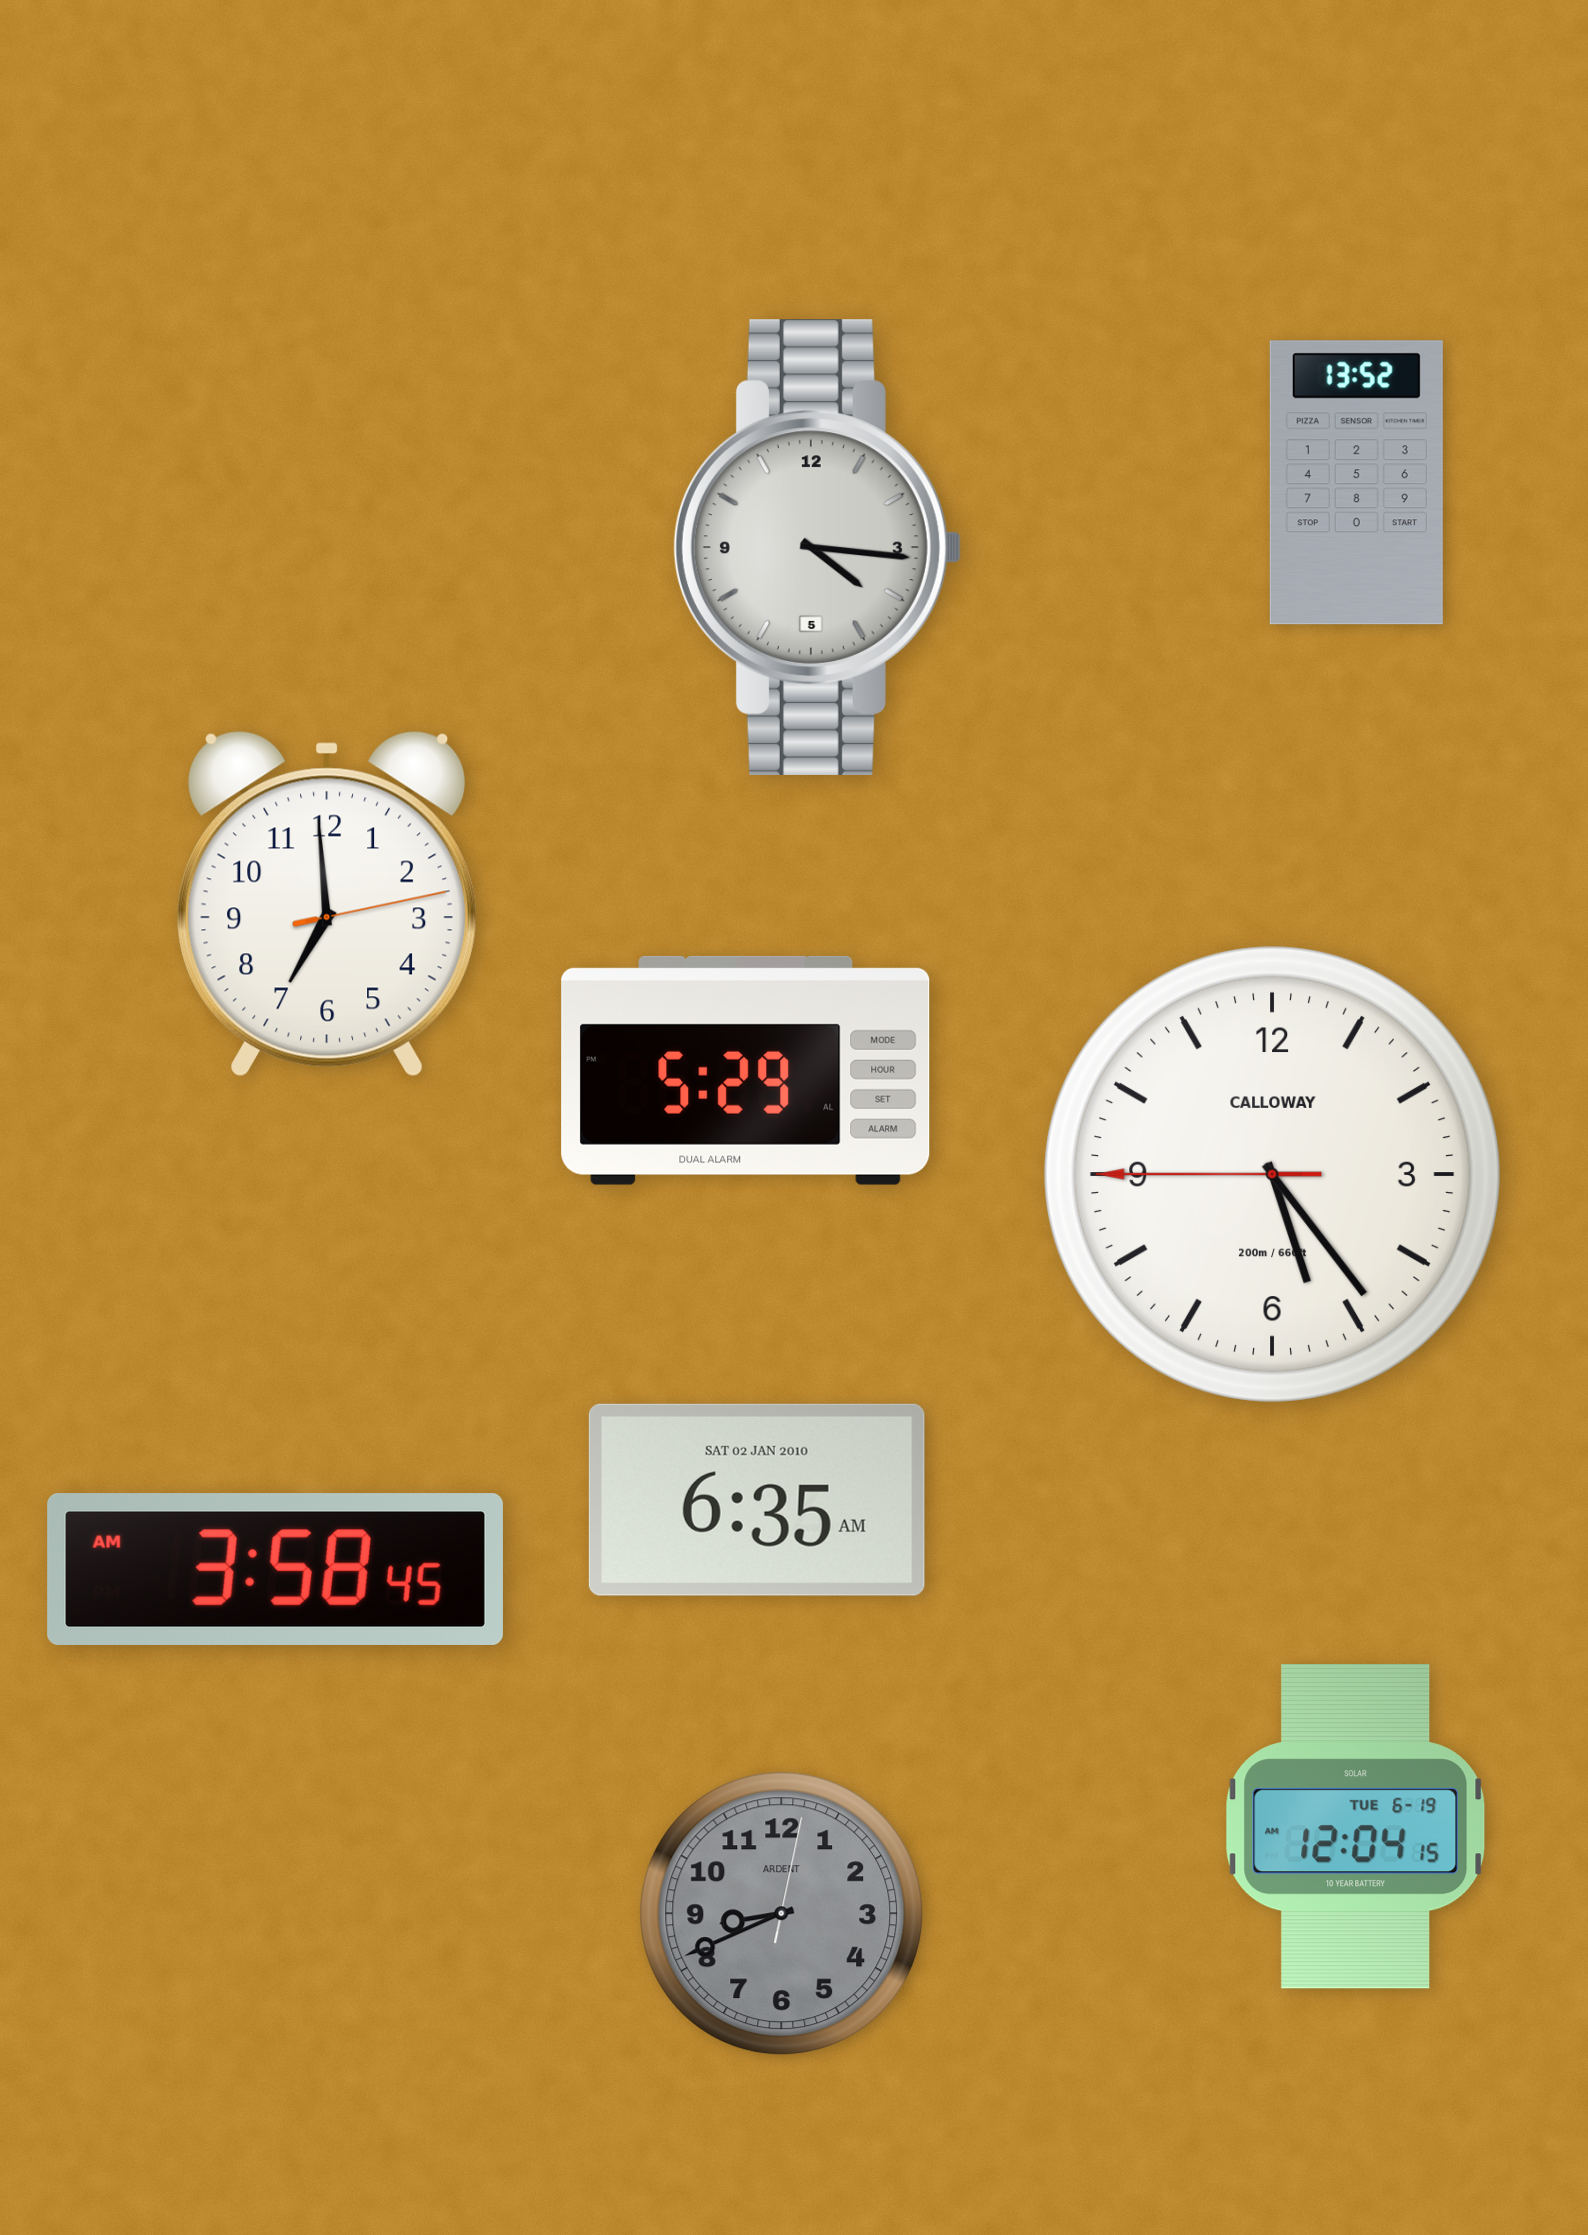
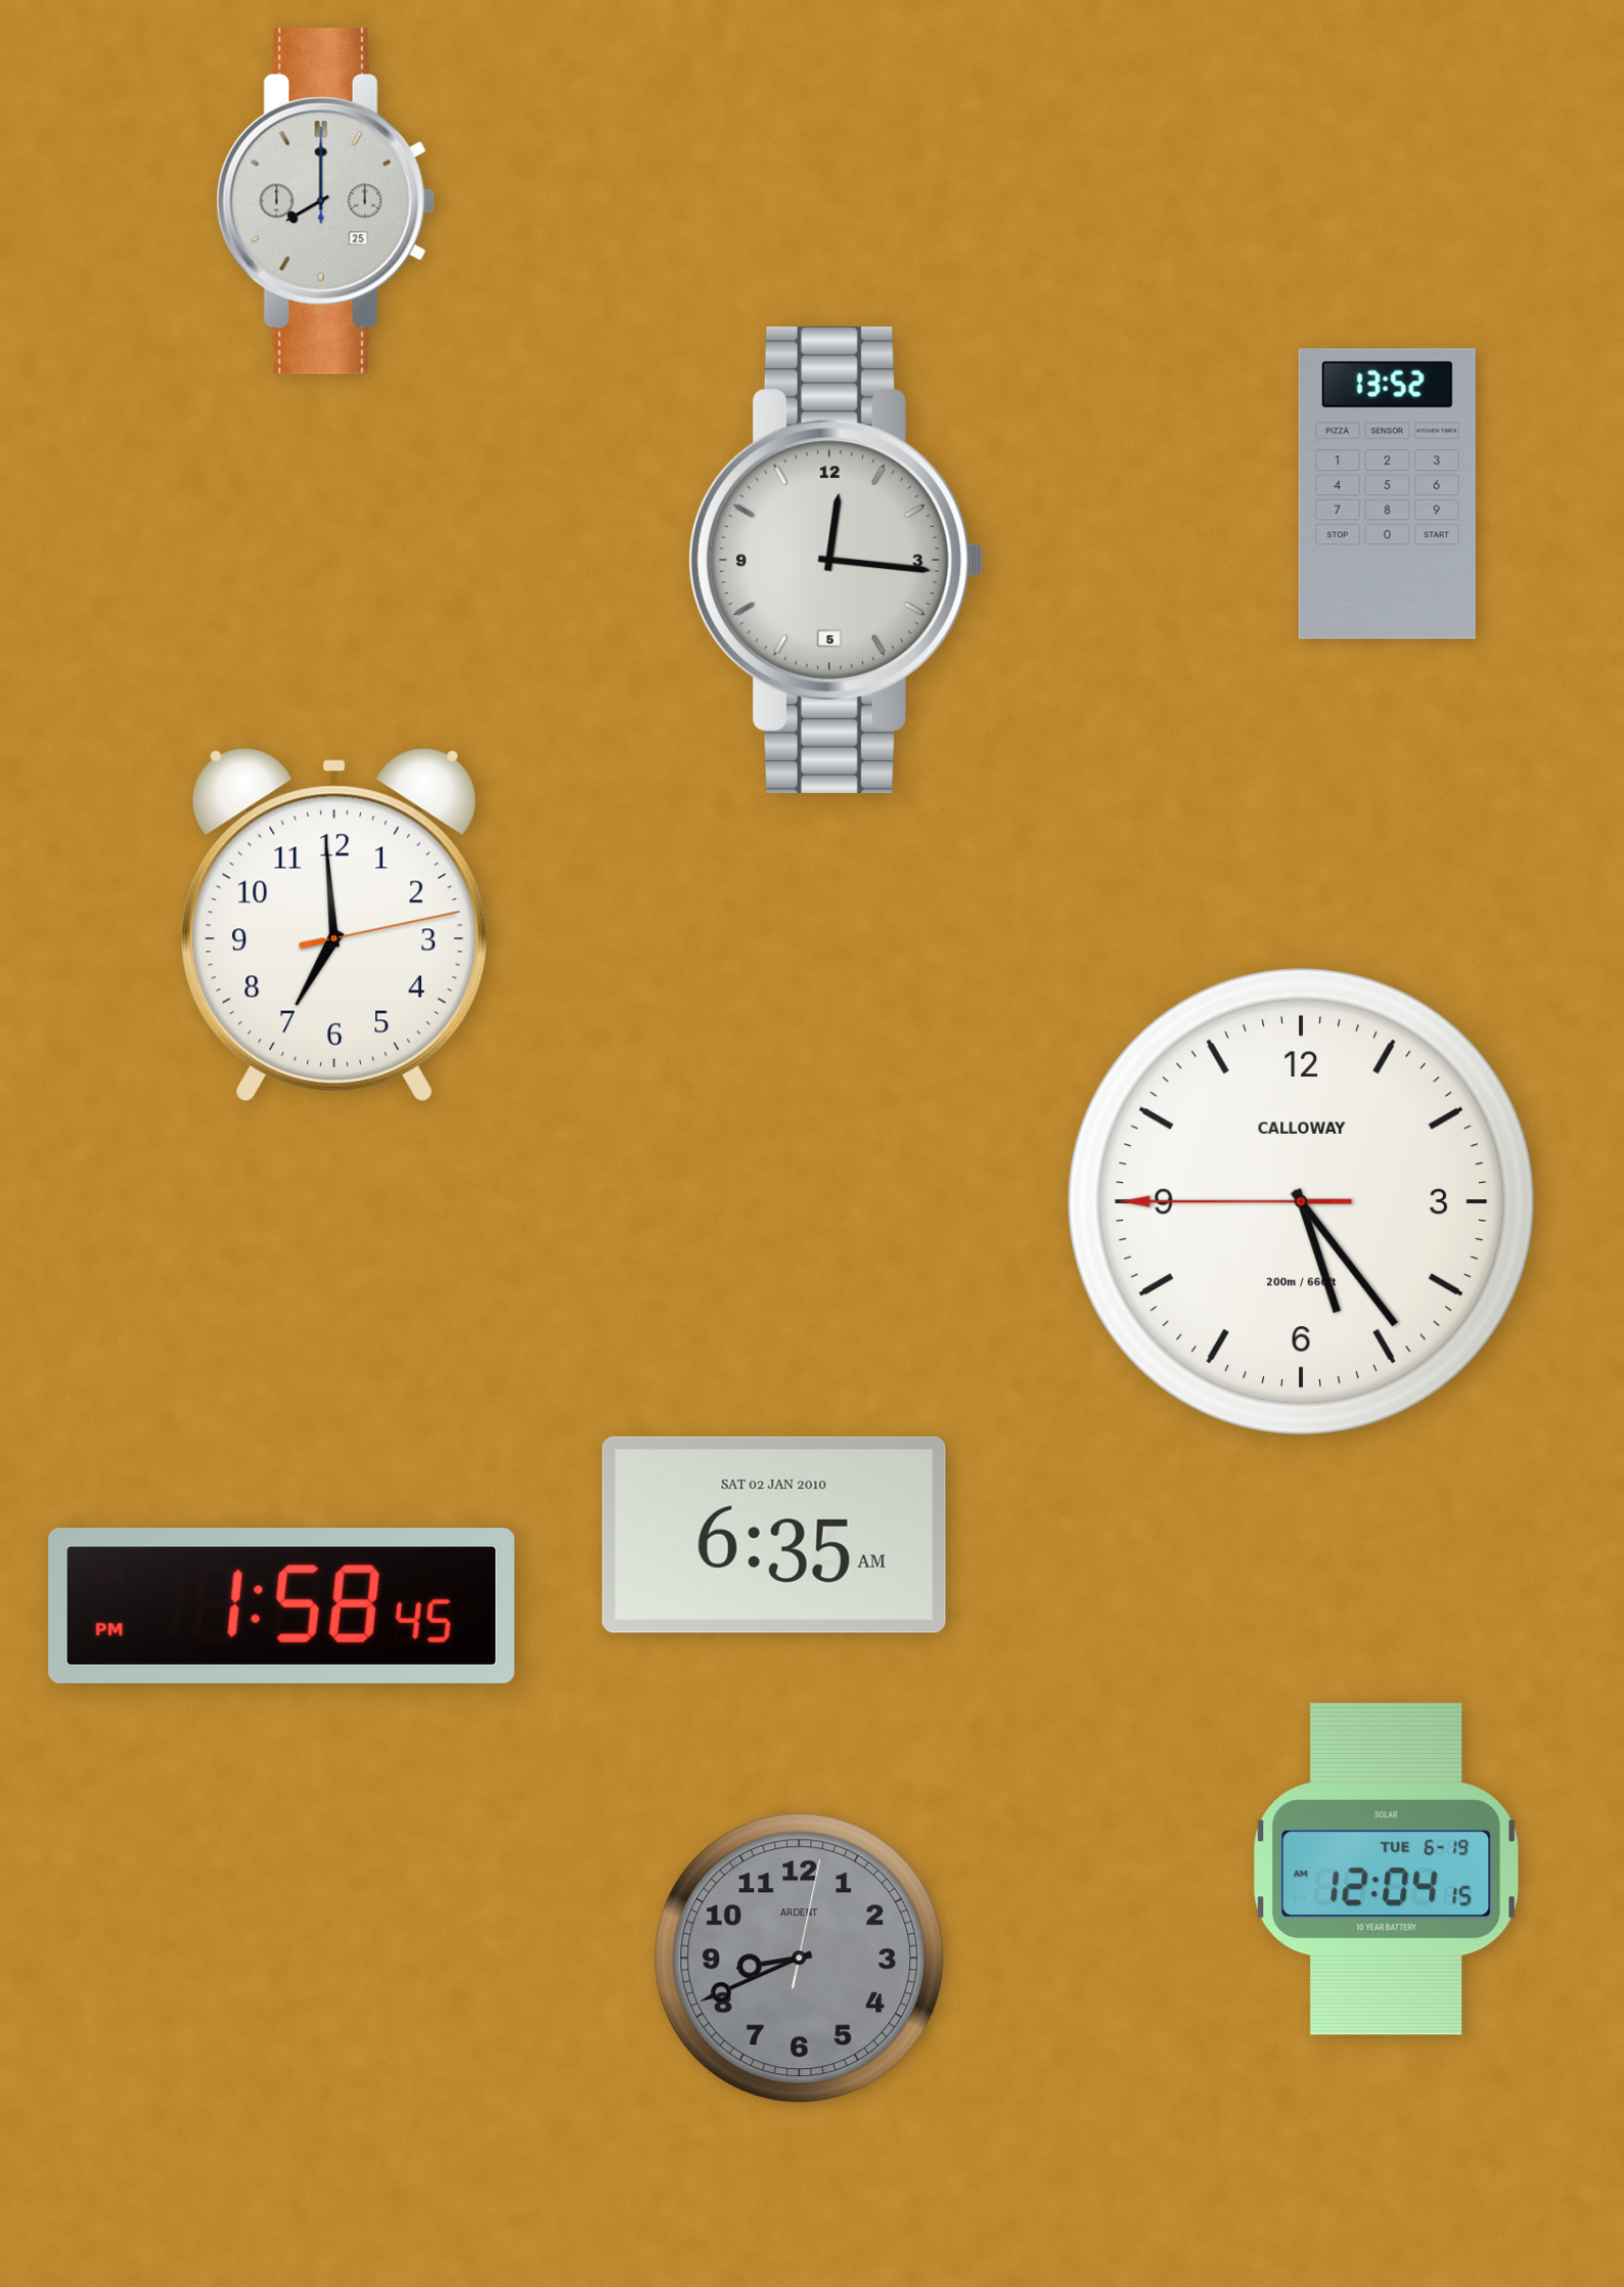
clock at (325, 202): none -> 8:00
clock at (817, 547): 4:16 -> 12:16
clock at (746, 1070): 5:29 -> none
clock at (275, 1569): 3:58 -> 1:58
